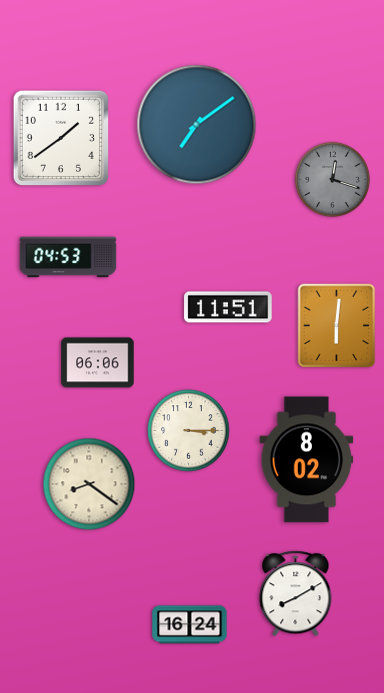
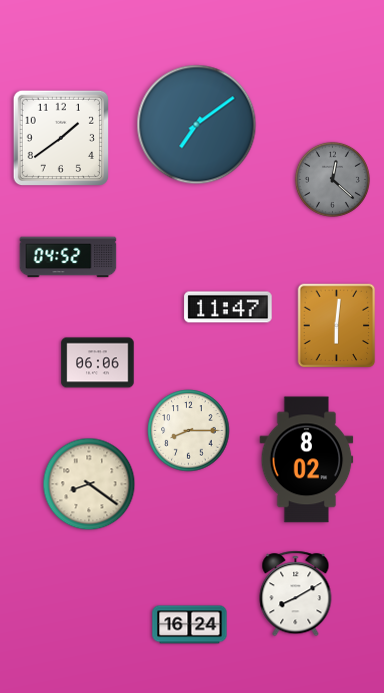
clock at (332, 179): 12:18 -> 12:22
clock at (68, 257): 04:53 -> 04:52
clock at (228, 307): 11:51 -> 11:47
clock at (189, 431): 3:15 -> 8:15
